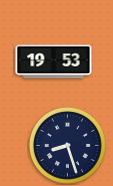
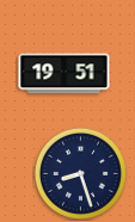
clock at (54, 62): 19:53 -> 19:51
